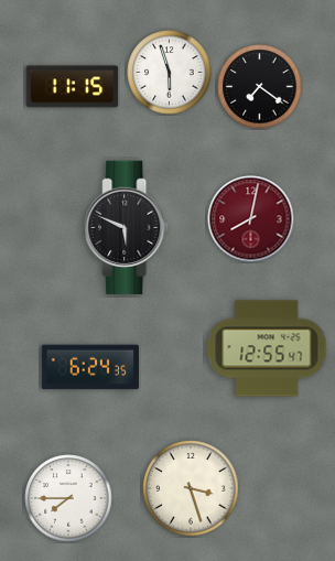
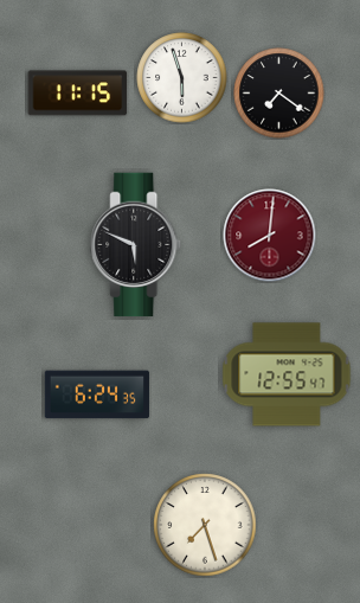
clock at (251, 219): 8:02 -> 8:01
clock at (191, 488): 3:27 -> 7:27
clock at (68, 498): 7:45 -> none
